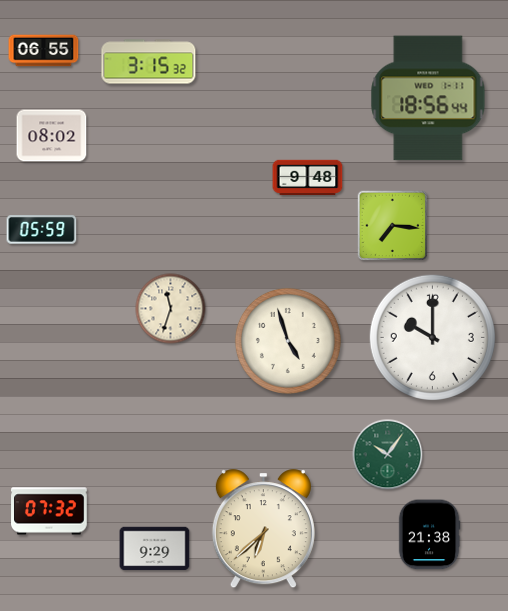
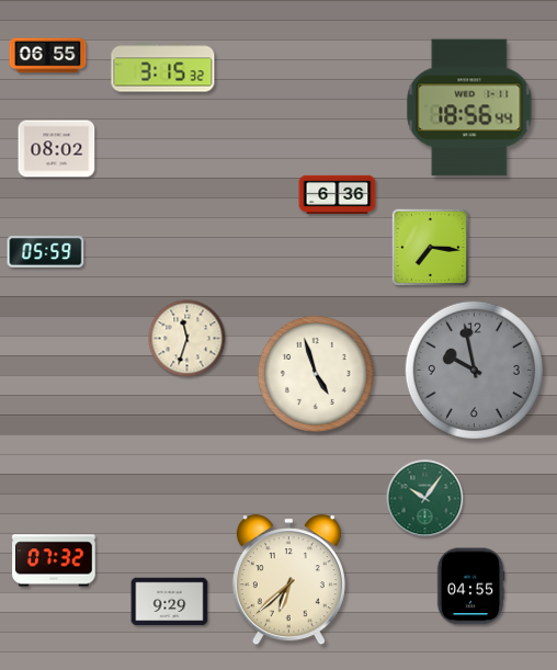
clock at (308, 178): 9:48 -> 6:36
clock at (432, 337): 10:00 -> 9:58
clock at (432, 337) dial: white -> grey
clock at (429, 535): 21:38 -> 04:55
